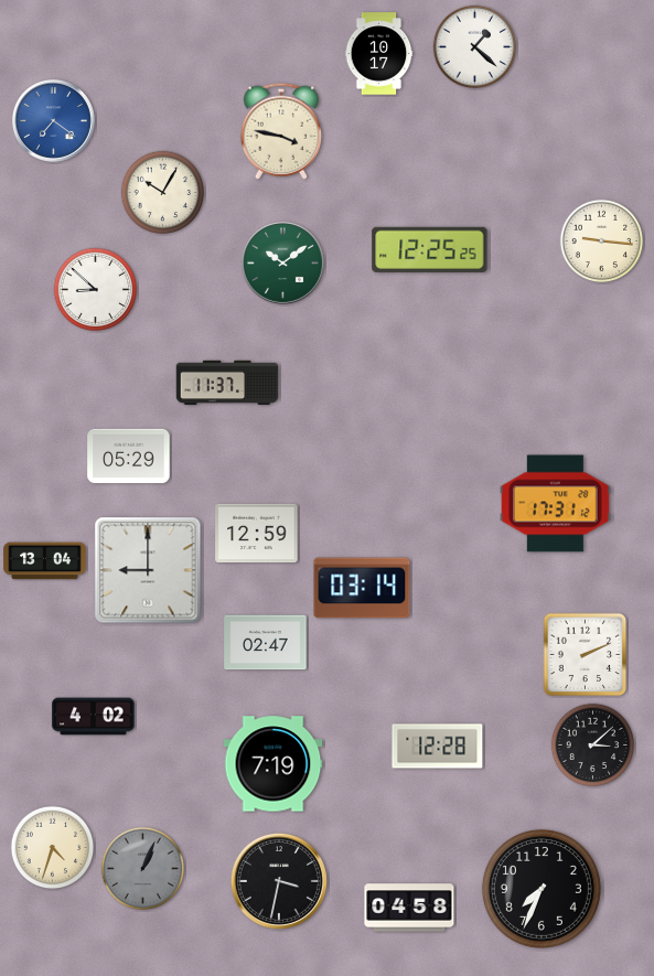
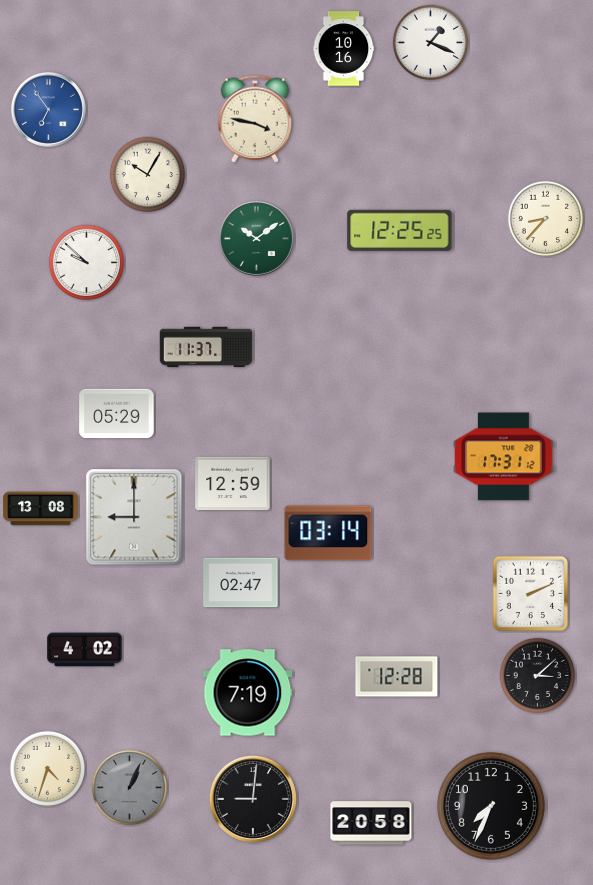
clock at (475, 47): 1:22 -> 1:19
clock at (379, 54): 10:17 -> 10:16
clock at (53, 120): 7:21 -> 6:54
clock at (602, 242): 9:16 -> 8:37
clock at (430, 249) position: (430, 249) -> (400, 230)
clock at (96, 290): 8:52 -> 9:52
clock at (45, 561): 13:04 -> 13:08
clock at (279, 881): 3:32 -> 9:01
clock at (409, 908): 04:58 -> 20:58
